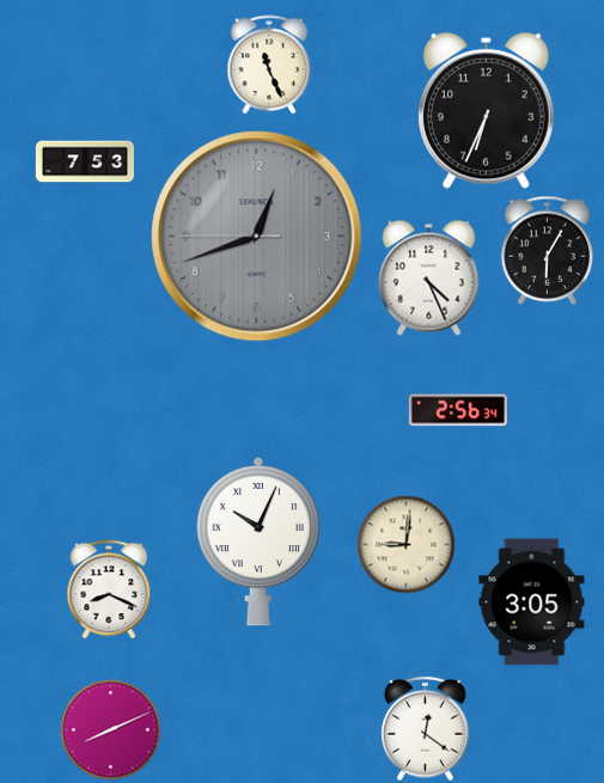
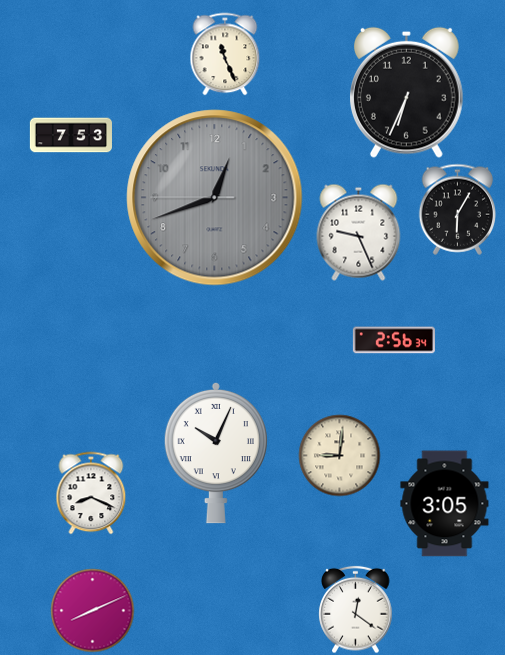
clock at (429, 277): 4:26 -> 9:26
clock at (458, 410) position: (458, 410) -> (394, 340)
